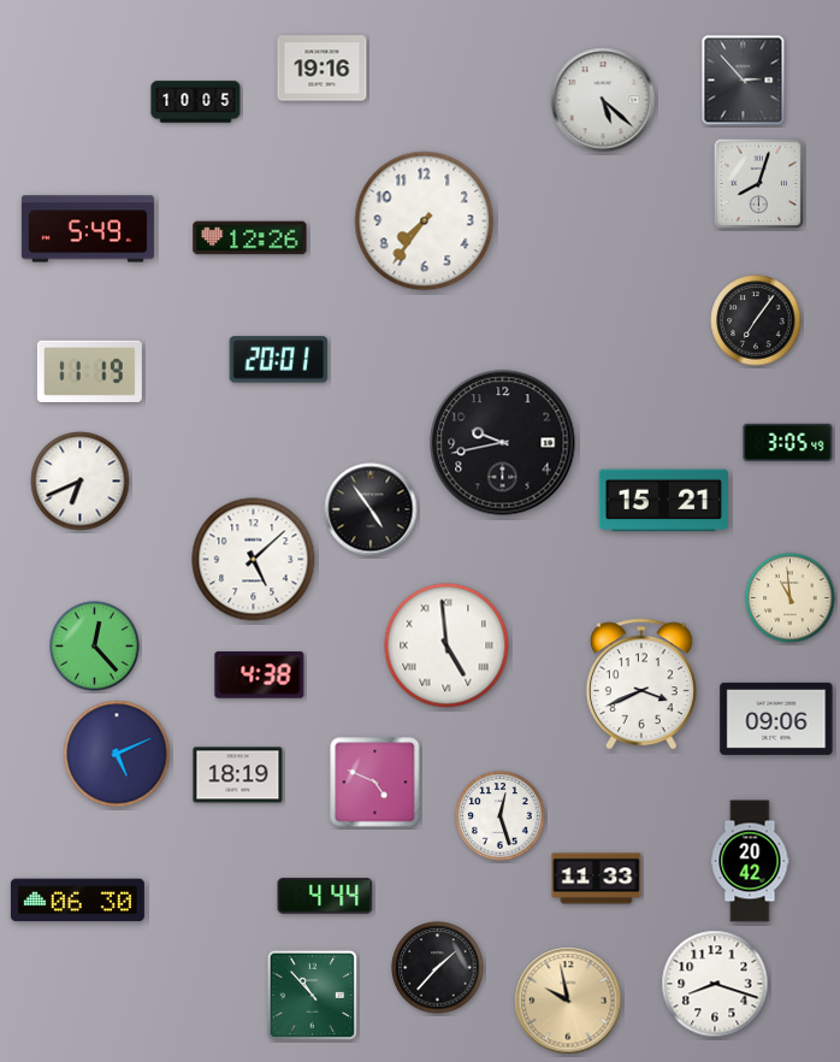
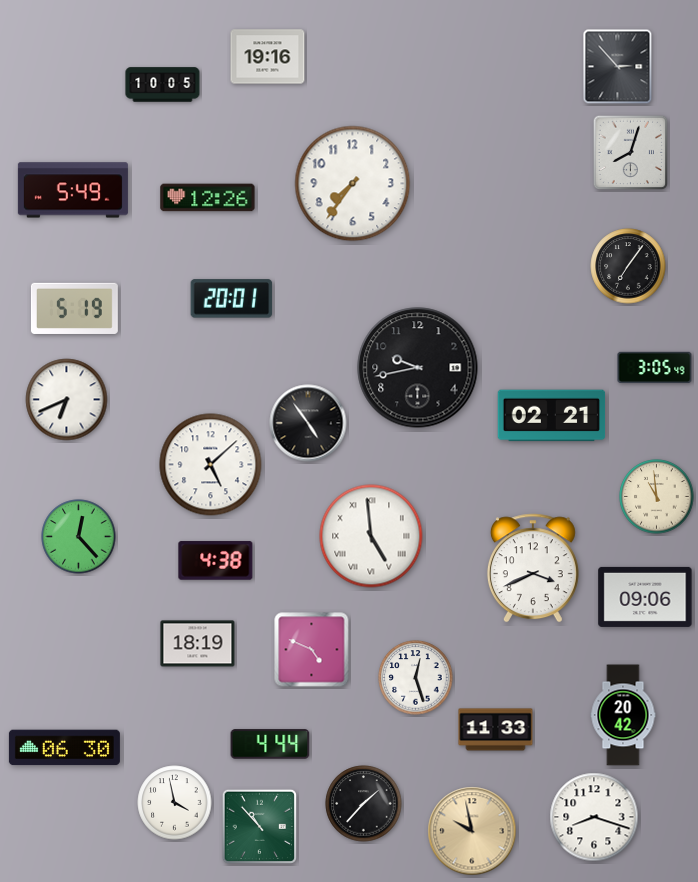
clock at (603, 100): 5:22 -> none
clock at (89, 371): 11:19 -> 5:19
clock at (664, 501): 15:21 -> 02:21
clock at (117, 754): 5:11 -> none
clock at (175, 803): none -> 3:58
